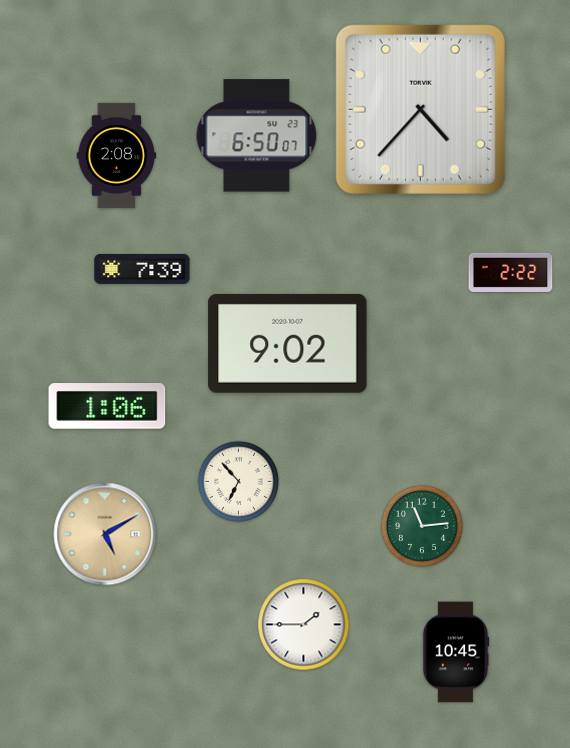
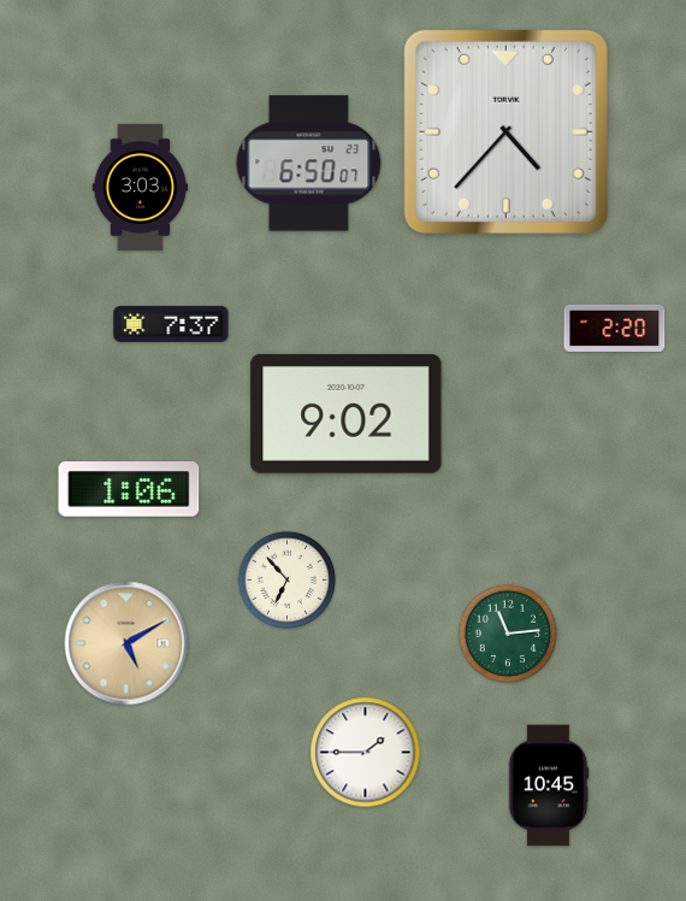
clock at (117, 155): 2:08 -> 3:03
clock at (142, 269): 7:39 -> 7:37
clock at (511, 272): 2:22 -> 2:20
